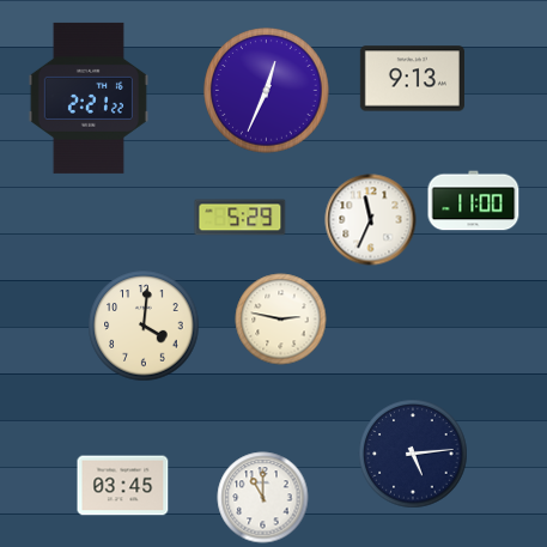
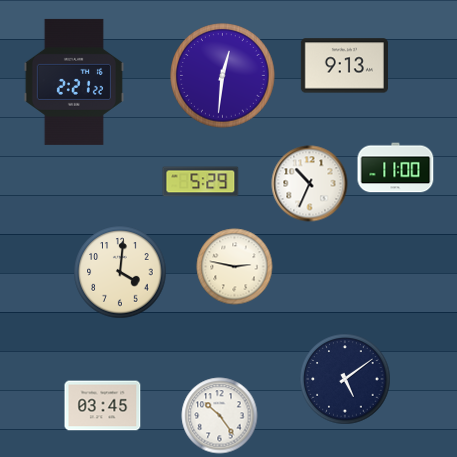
clock at (267, 91): 12:34 -> 12:31
clock at (371, 220): 11:34 -> 10:34
clock at (413, 454): 5:14 -> 5:09
clock at (263, 498): 11:00 -> 10:24
